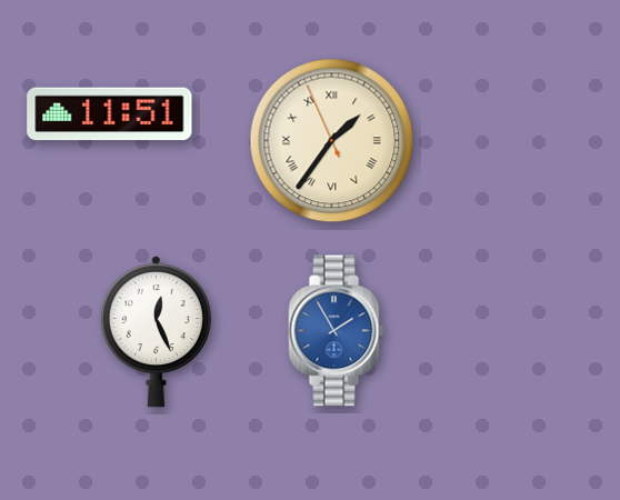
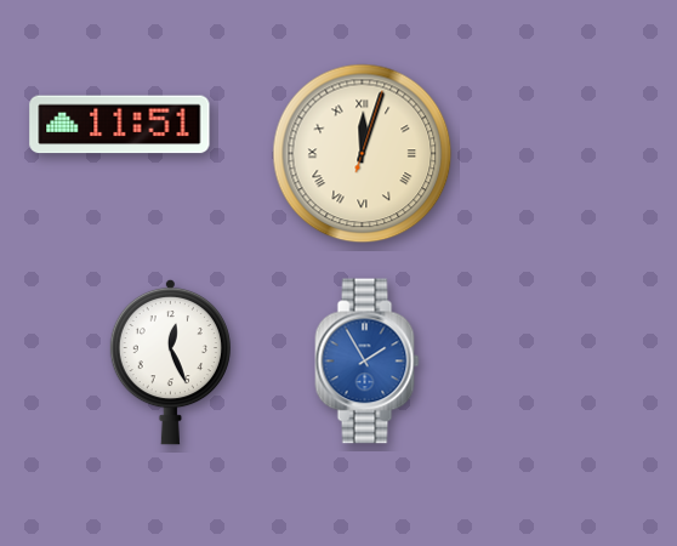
clock at (332, 141): 1:35 -> 12:03
